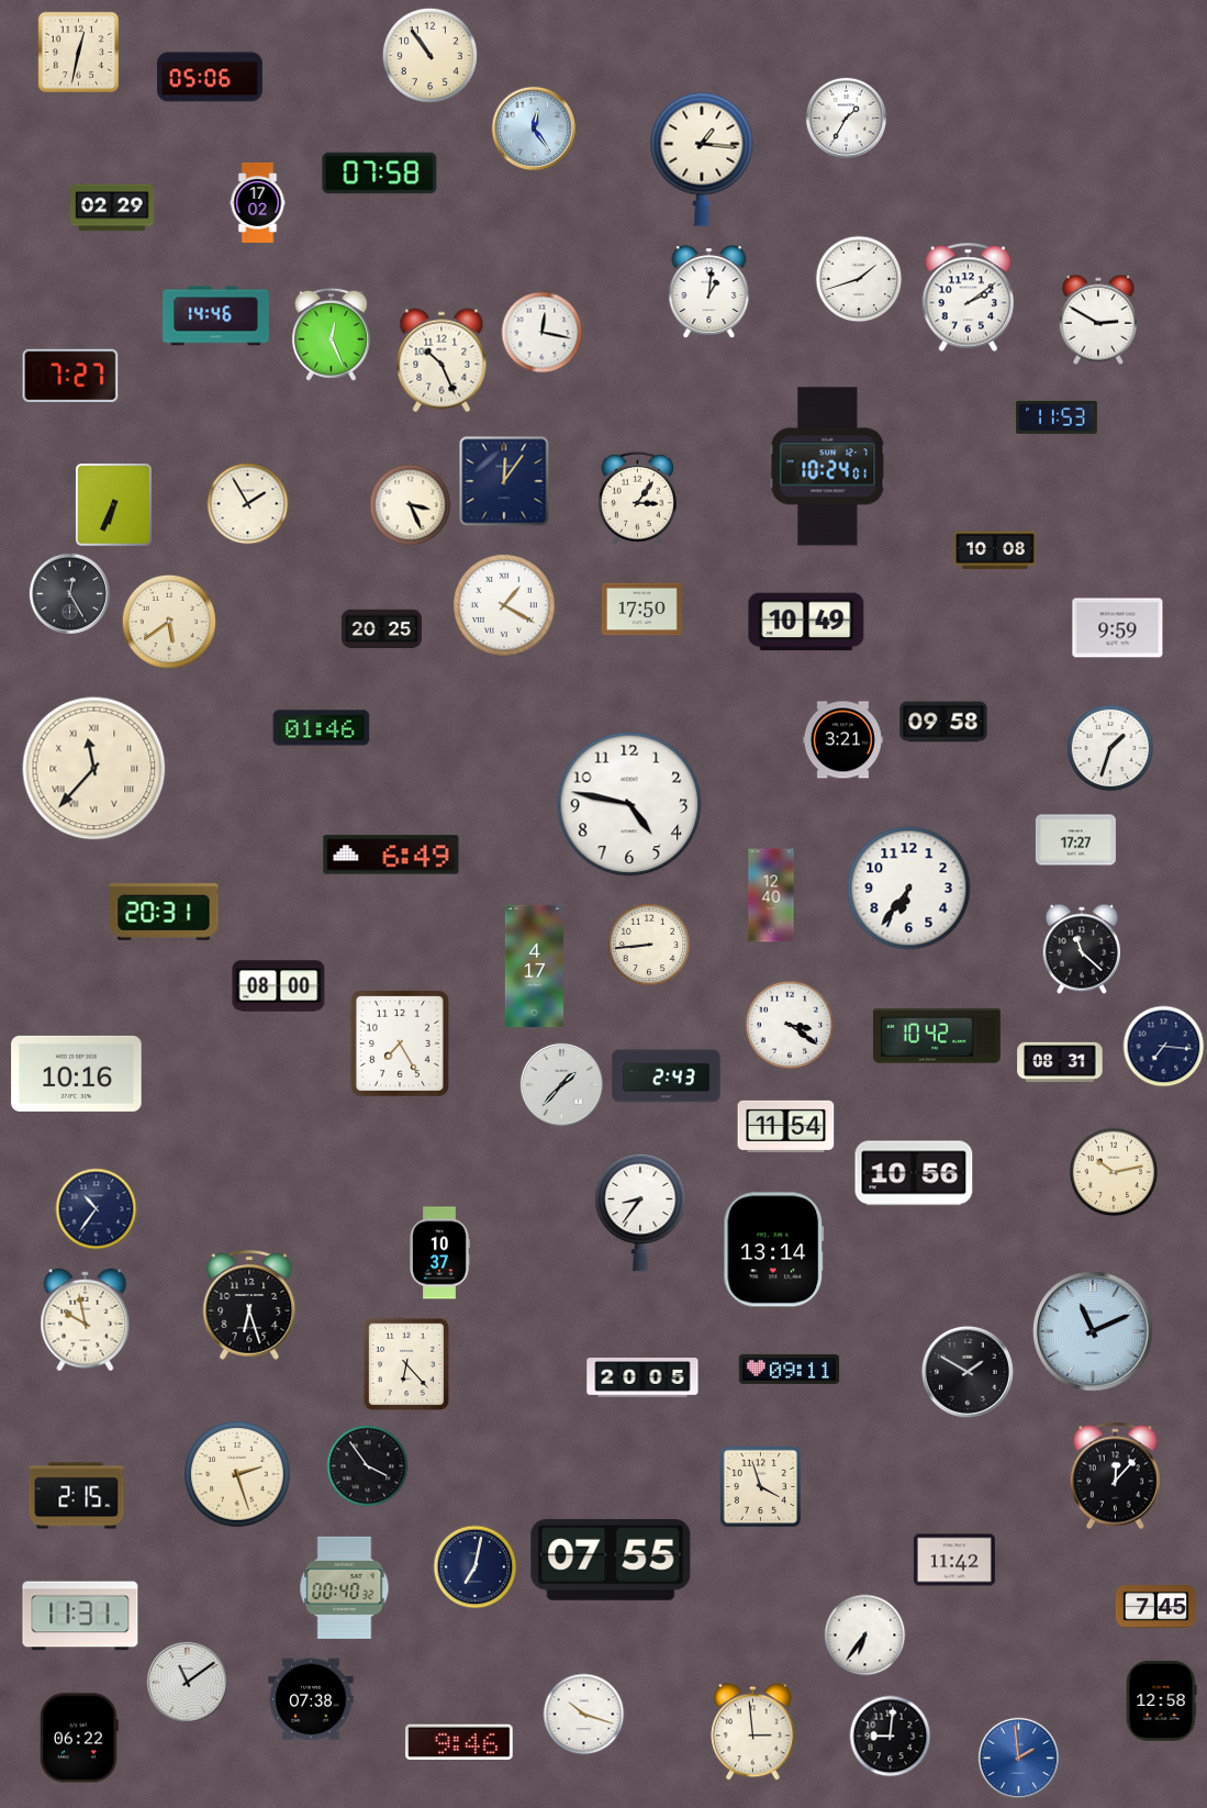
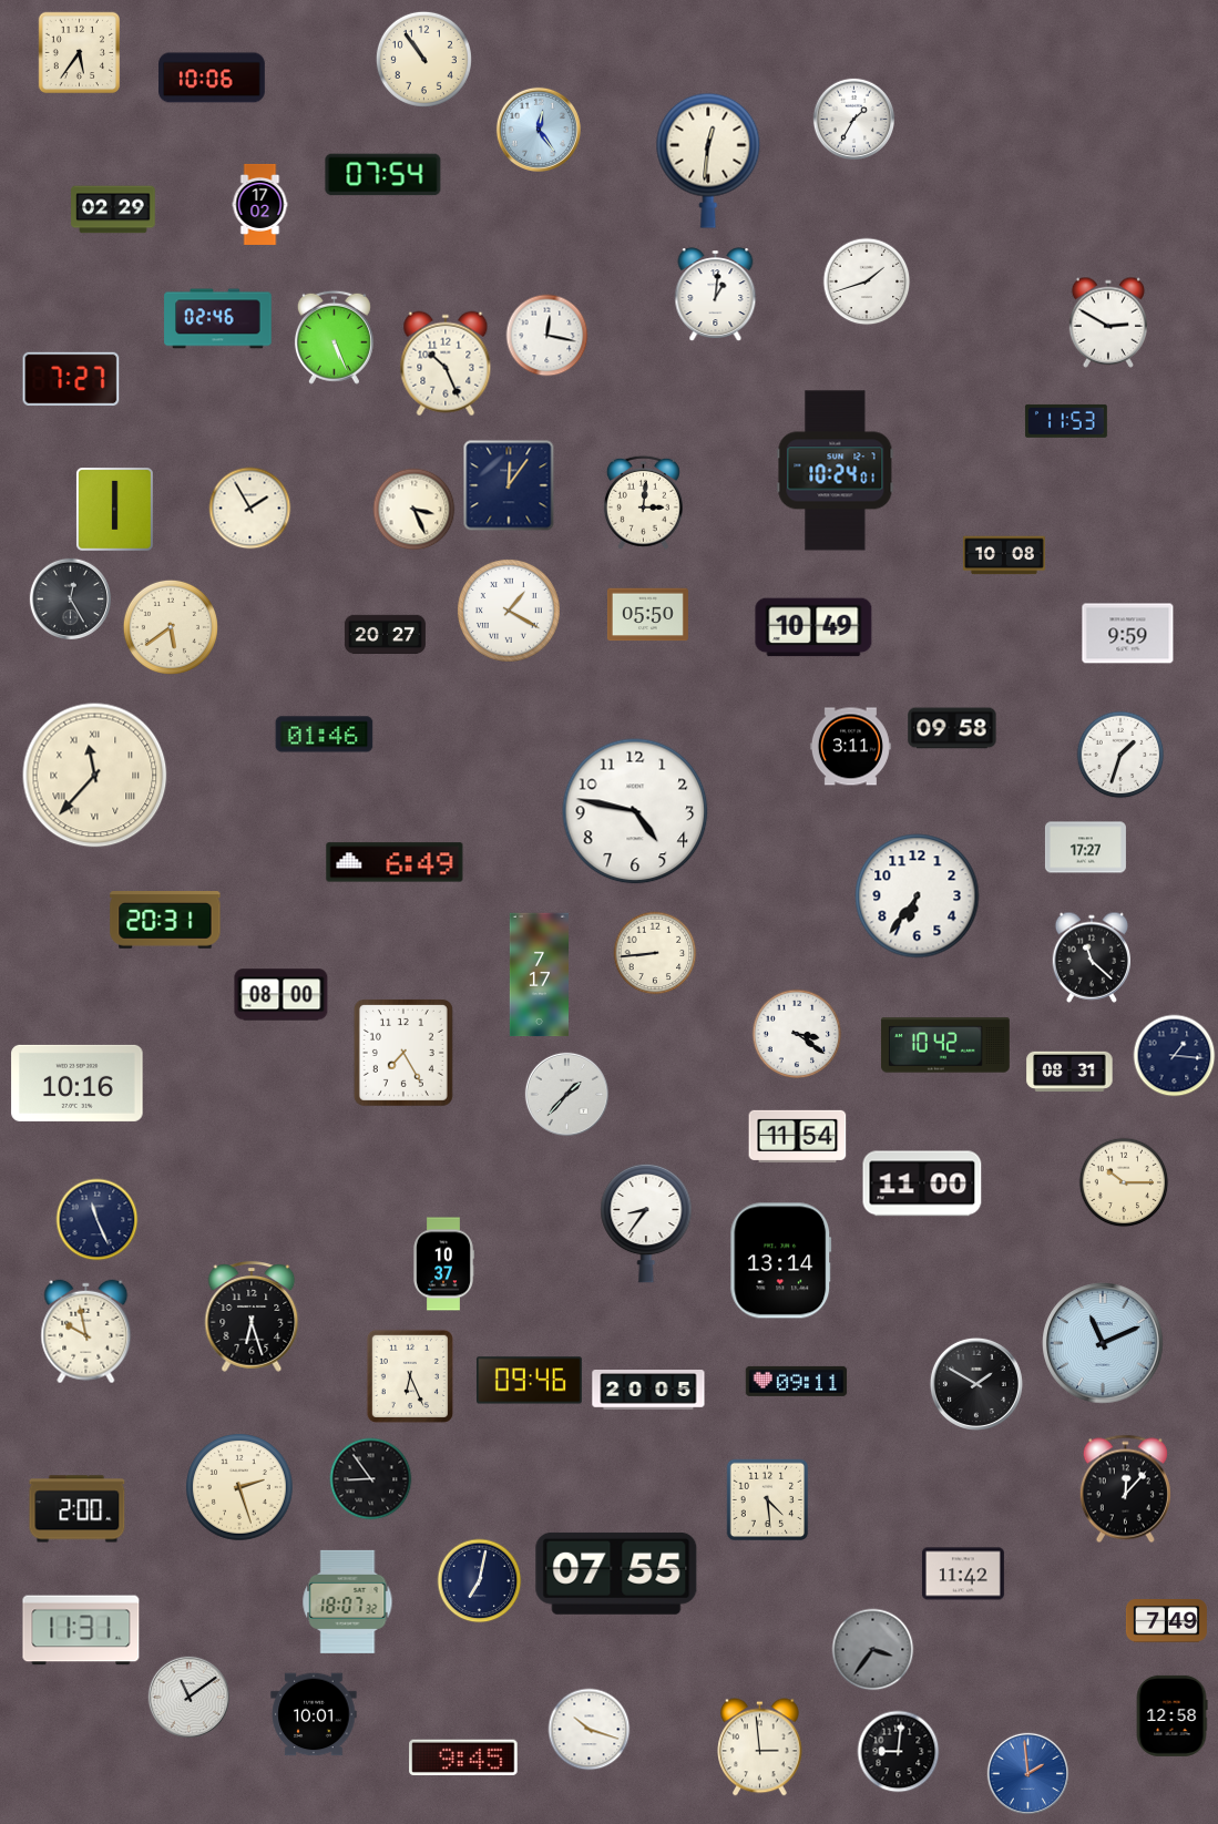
clock at (79, 53): 12:32 -> 5:36
clock at (429, 55) position: (429, 55) -> (423, 59)
clock at (210, 77): 05:06 -> 10:06
clock at (702, 159): 1:16 -> 12:31
clock at (380, 174): 07:58 -> 07:54
clock at (969, 298): 2:09 -> none
clock at (216, 316): 14:46 -> 02:46
clock at (331, 334): 12:26 -> 5:26
clock at (637, 498): 3:06 -> 3:01
clock at (114, 505): 6:34 -> 6:00
clock at (641, 610): 17:50 -> 05:50
clock at (381, 629): 20:25 -> 20:27
clock at (842, 740): 3:21 -> 3:11
clock at (771, 895): 12:40 -> none
clock at (534, 967): 4:17 -> 7:17
clock at (1164, 1047): 7:16 -> 1:16
clock at (667, 1076): 2:43 -> none
clock at (786, 1126) position: (786, 1126) -> (798, 1136)
clock at (1114, 1172): 10:13 -> 10:15
clock at (914, 1173): 10:56 -> 11:00
clock at (97, 1209): 10:36 -> 11:26
clock at (406, 1364): 6:23 -> 6:26
clock at (529, 1381): none -> 09:46
clock at (368, 1466): 3:54 -> 8:54
clock at (761, 1487): 3:57 -> 4:29
clock at (77, 1496): 2:15 -> 2:00
clock at (345, 1587): 00:40 -> 18:07
clock at (1155, 1607): 7:45 -> 7:49
clock at (865, 1636): 6:36 -> 3:36
clock at (865, 1636) dial: white -> grey
clock at (311, 1699): 07:38 -> 10:01
clock at (79, 1738): 06:22 -> none
clock at (459, 1742): 9:46 -> 9:45
